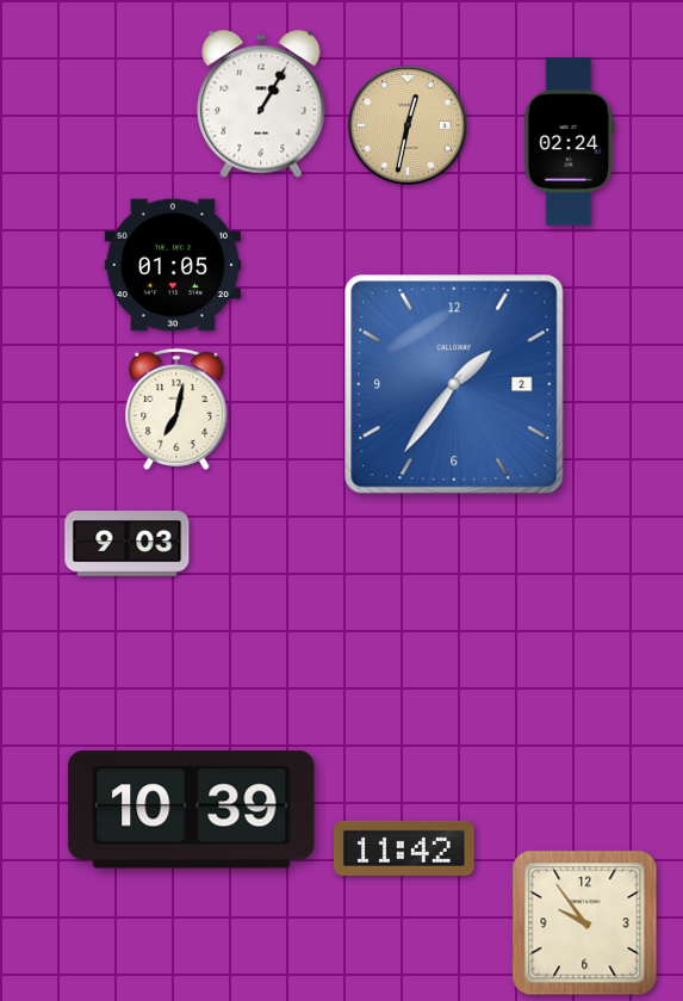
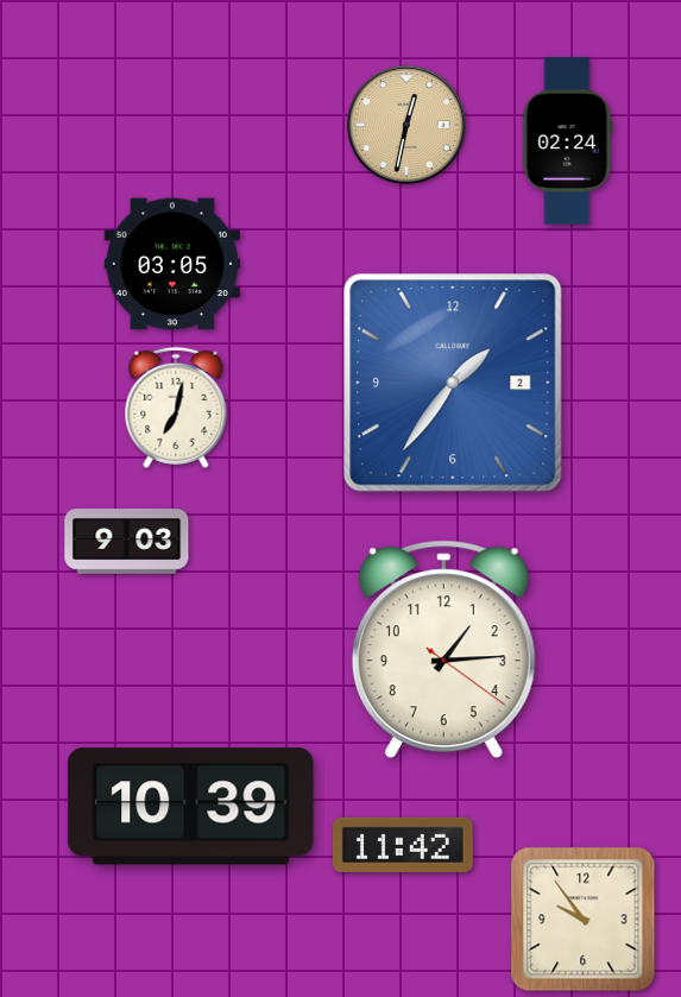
clock at (261, 104): 1:05 -> none
clock at (173, 265): 01:05 -> 03:05
clock at (443, 650): none -> 1:14
